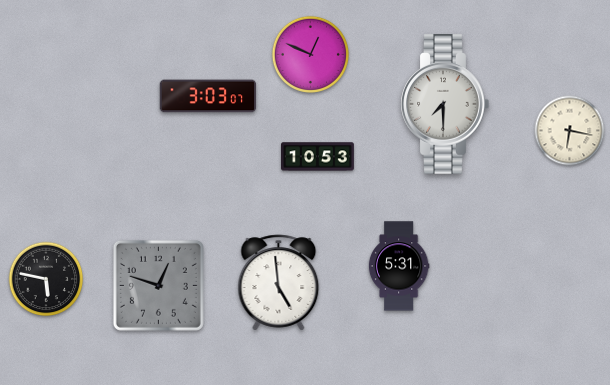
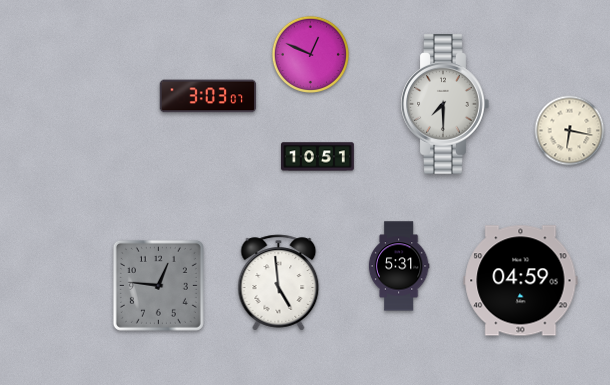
clock at (318, 157): 10:53 -> 10:51
clock at (46, 279): 5:47 -> none
clock at (521, 281): none -> 04:59
clock at (158, 285): 12:48 -> 12:46
